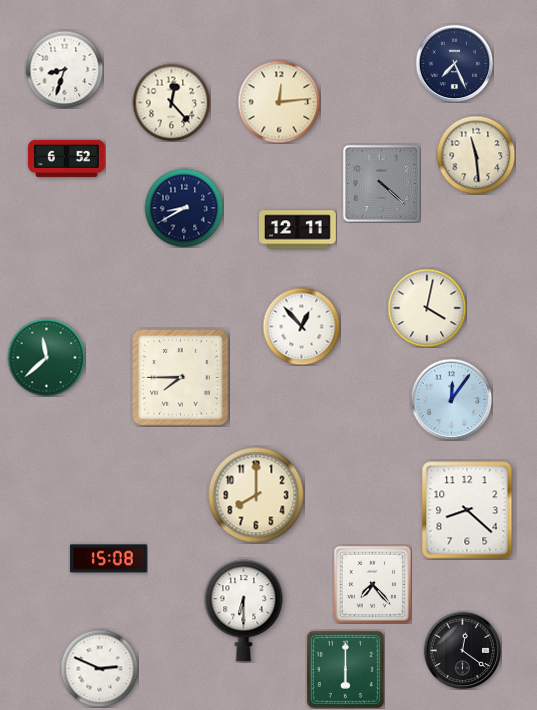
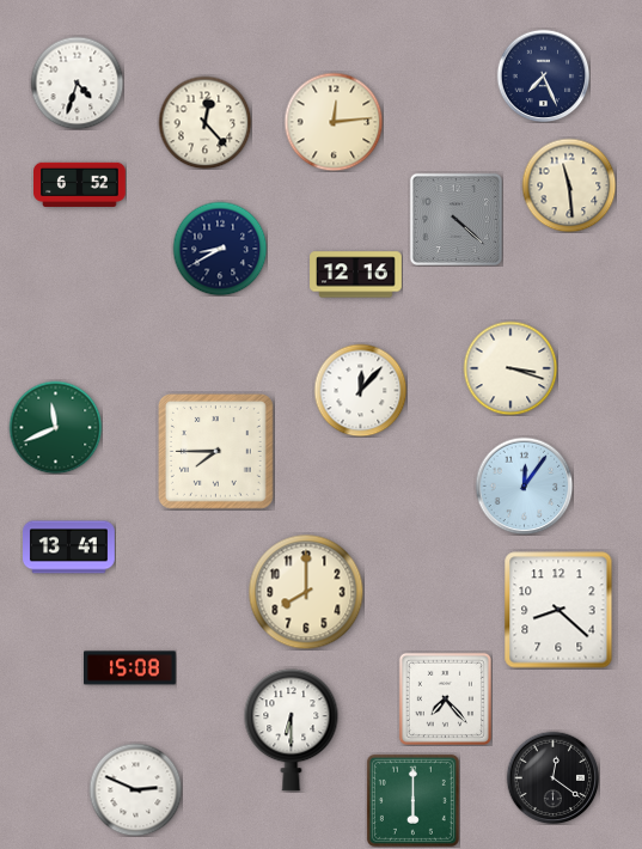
clock at (64, 69): 8:33 -> 4:33
clock at (67, 158) position: (67, 158) -> (80, 184)
clock at (298, 230): 12:11 -> 12:16
clock at (427, 308): 4:02 -> 3:18
clock at (301, 326): 12:53 -> 12:07
clock at (46, 357): 11:38 -> 11:41
clock at (451, 399) position: (451, 399) -> (524, 485)
clock at (69, 548): none -> 13:41
clock at (99, 668) position: (99, 668) -> (135, 789)
